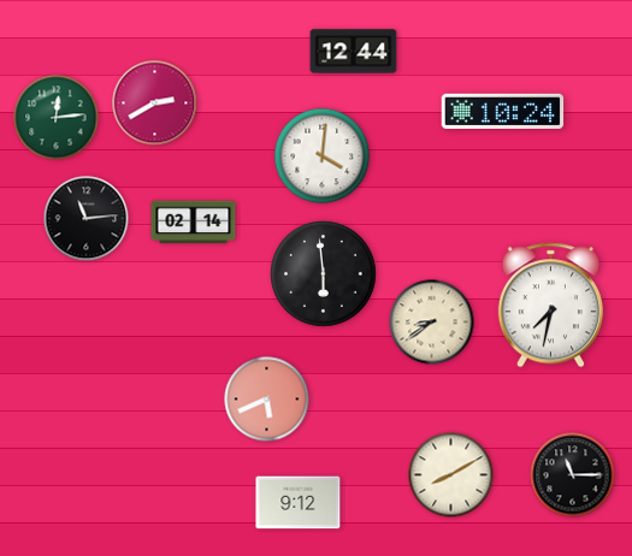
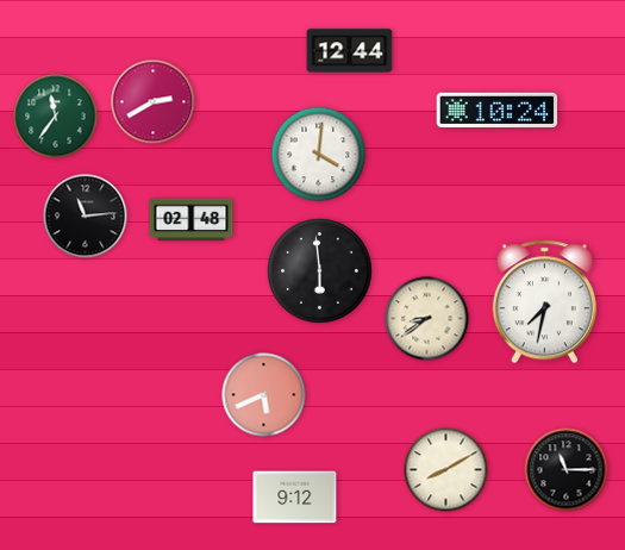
clock at (57, 118): 12:14 -> 11:36
clock at (194, 223): 02:14 -> 02:48
